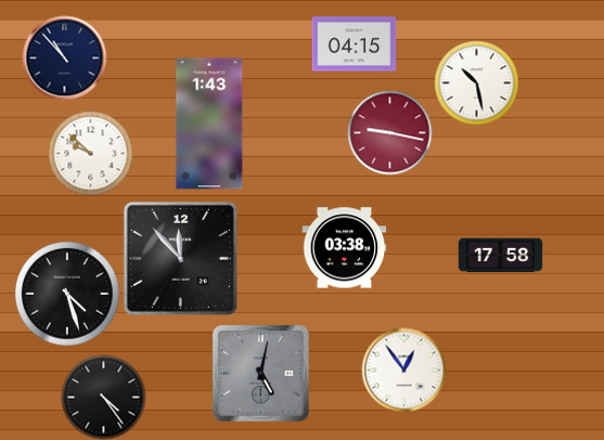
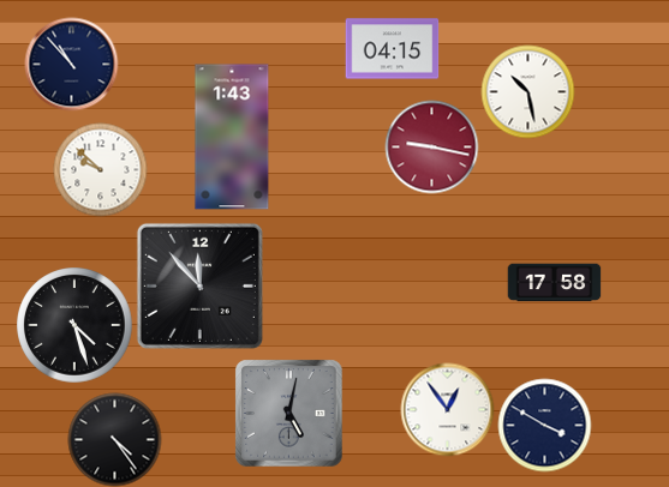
clock at (344, 248): 03:38 -> none
clock at (544, 425): none -> 3:50
